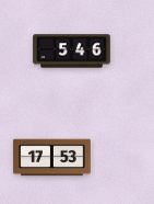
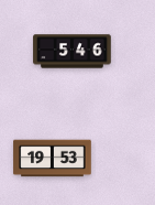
clock at (52, 158): 17:53 -> 19:53
